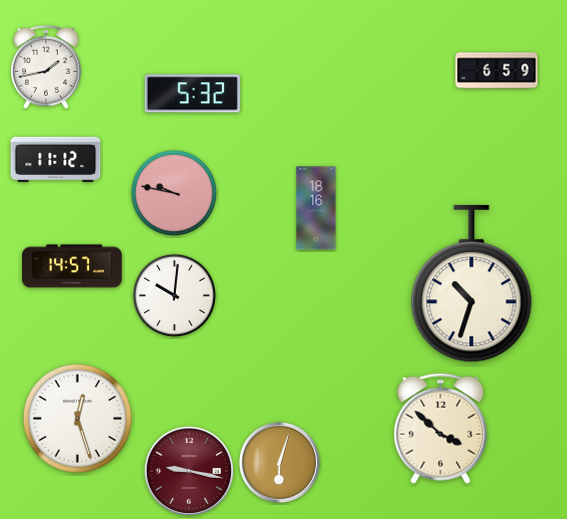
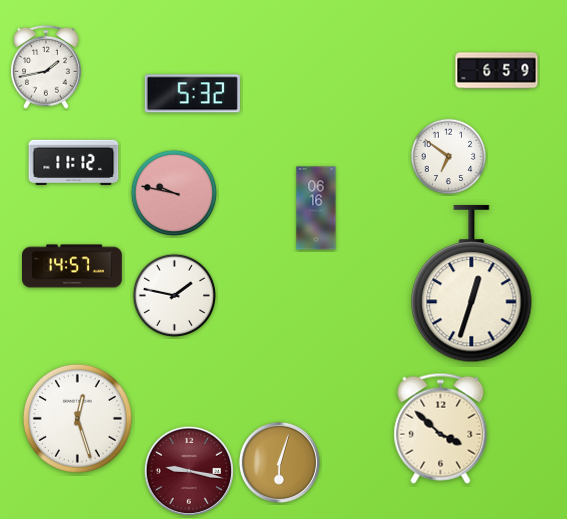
clock at (449, 157): none -> 6:51
clock at (56, 159) position: (56, 159) -> (74, 162)
clock at (316, 208): 18:16 -> 06:16
clock at (472, 284): 10:33 -> 12:33
clock at (174, 295): 10:01 -> 1:47
